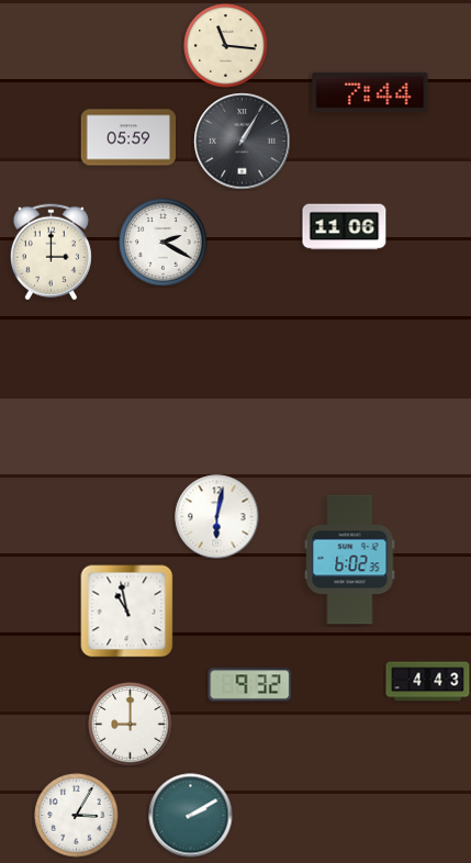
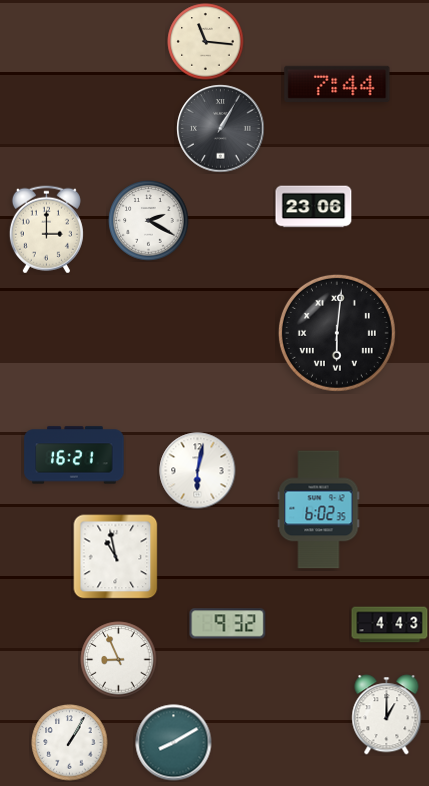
clock at (128, 137): 05:59 -> none
clock at (345, 227): 11:06 -> 23:06
clock at (337, 333): none -> 6:01
clock at (74, 455): none -> 16:21
clock at (428, 682) position: (428, 682) -> (390, 625)
clock at (131, 725): 9:00 -> 8:56
clock at (387, 715): none -> 1:00
clock at (77, 816): 3:05 -> 1:05
clock at (191, 816): 2:10 -> 8:10
